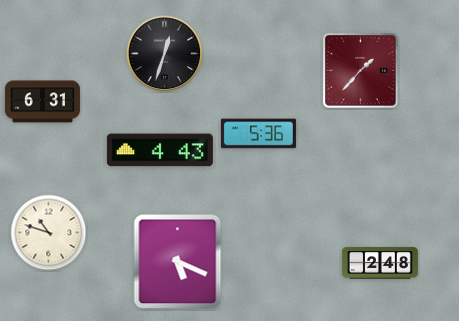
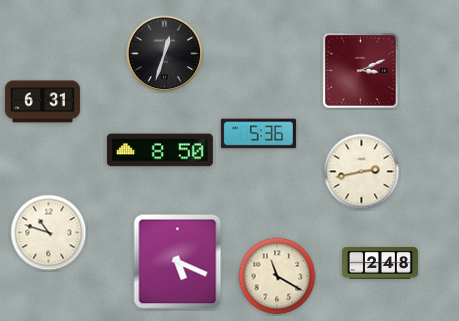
clock at (361, 71): 1:37 -> 3:11
clock at (160, 150): 4:43 -> 8:50
clock at (362, 172): none -> 2:43
clock at (277, 276): none -> 11:20
